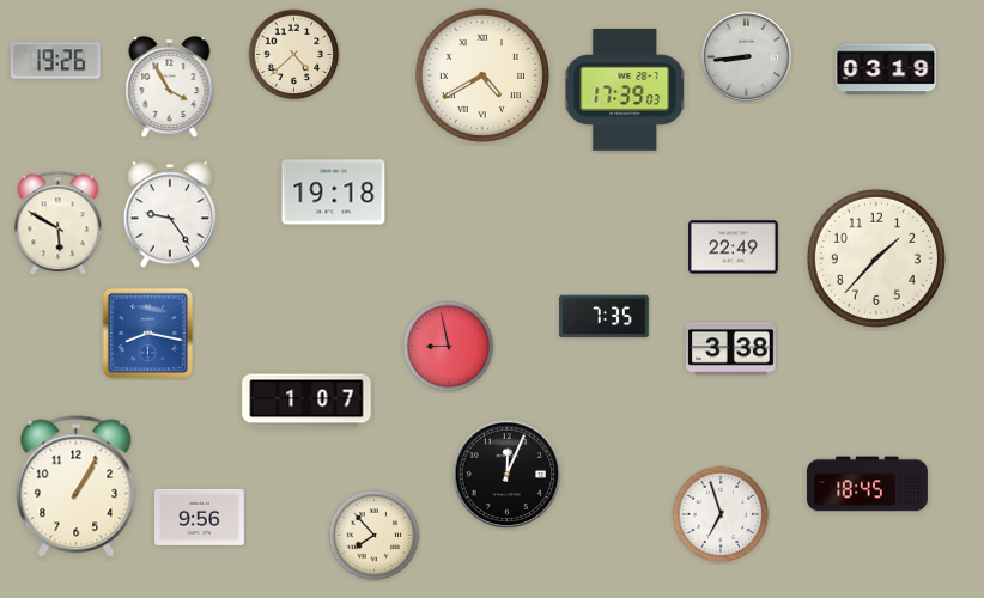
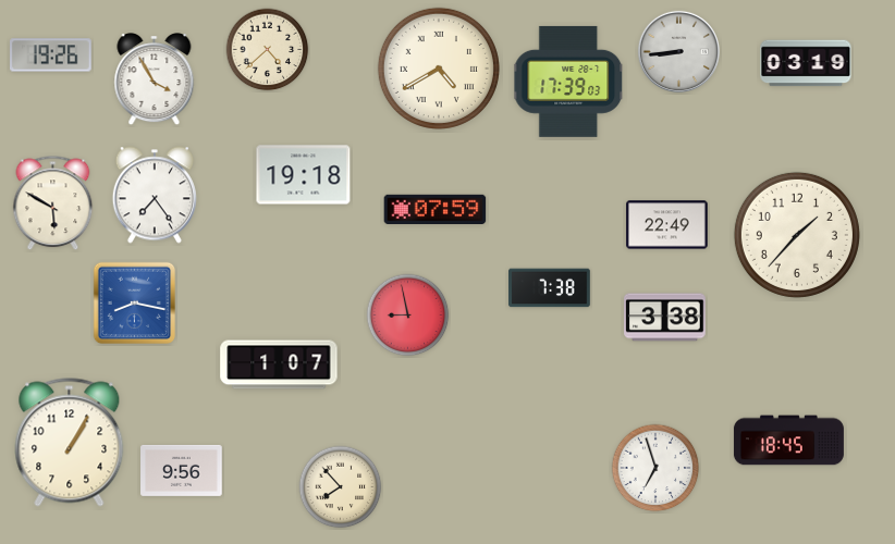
clock at (170, 214): 9:24 -> 7:24
clock at (436, 209): none -> 07:59
clock at (605, 317): 7:35 -> 7:38
clock at (508, 475): 12:04 -> none
